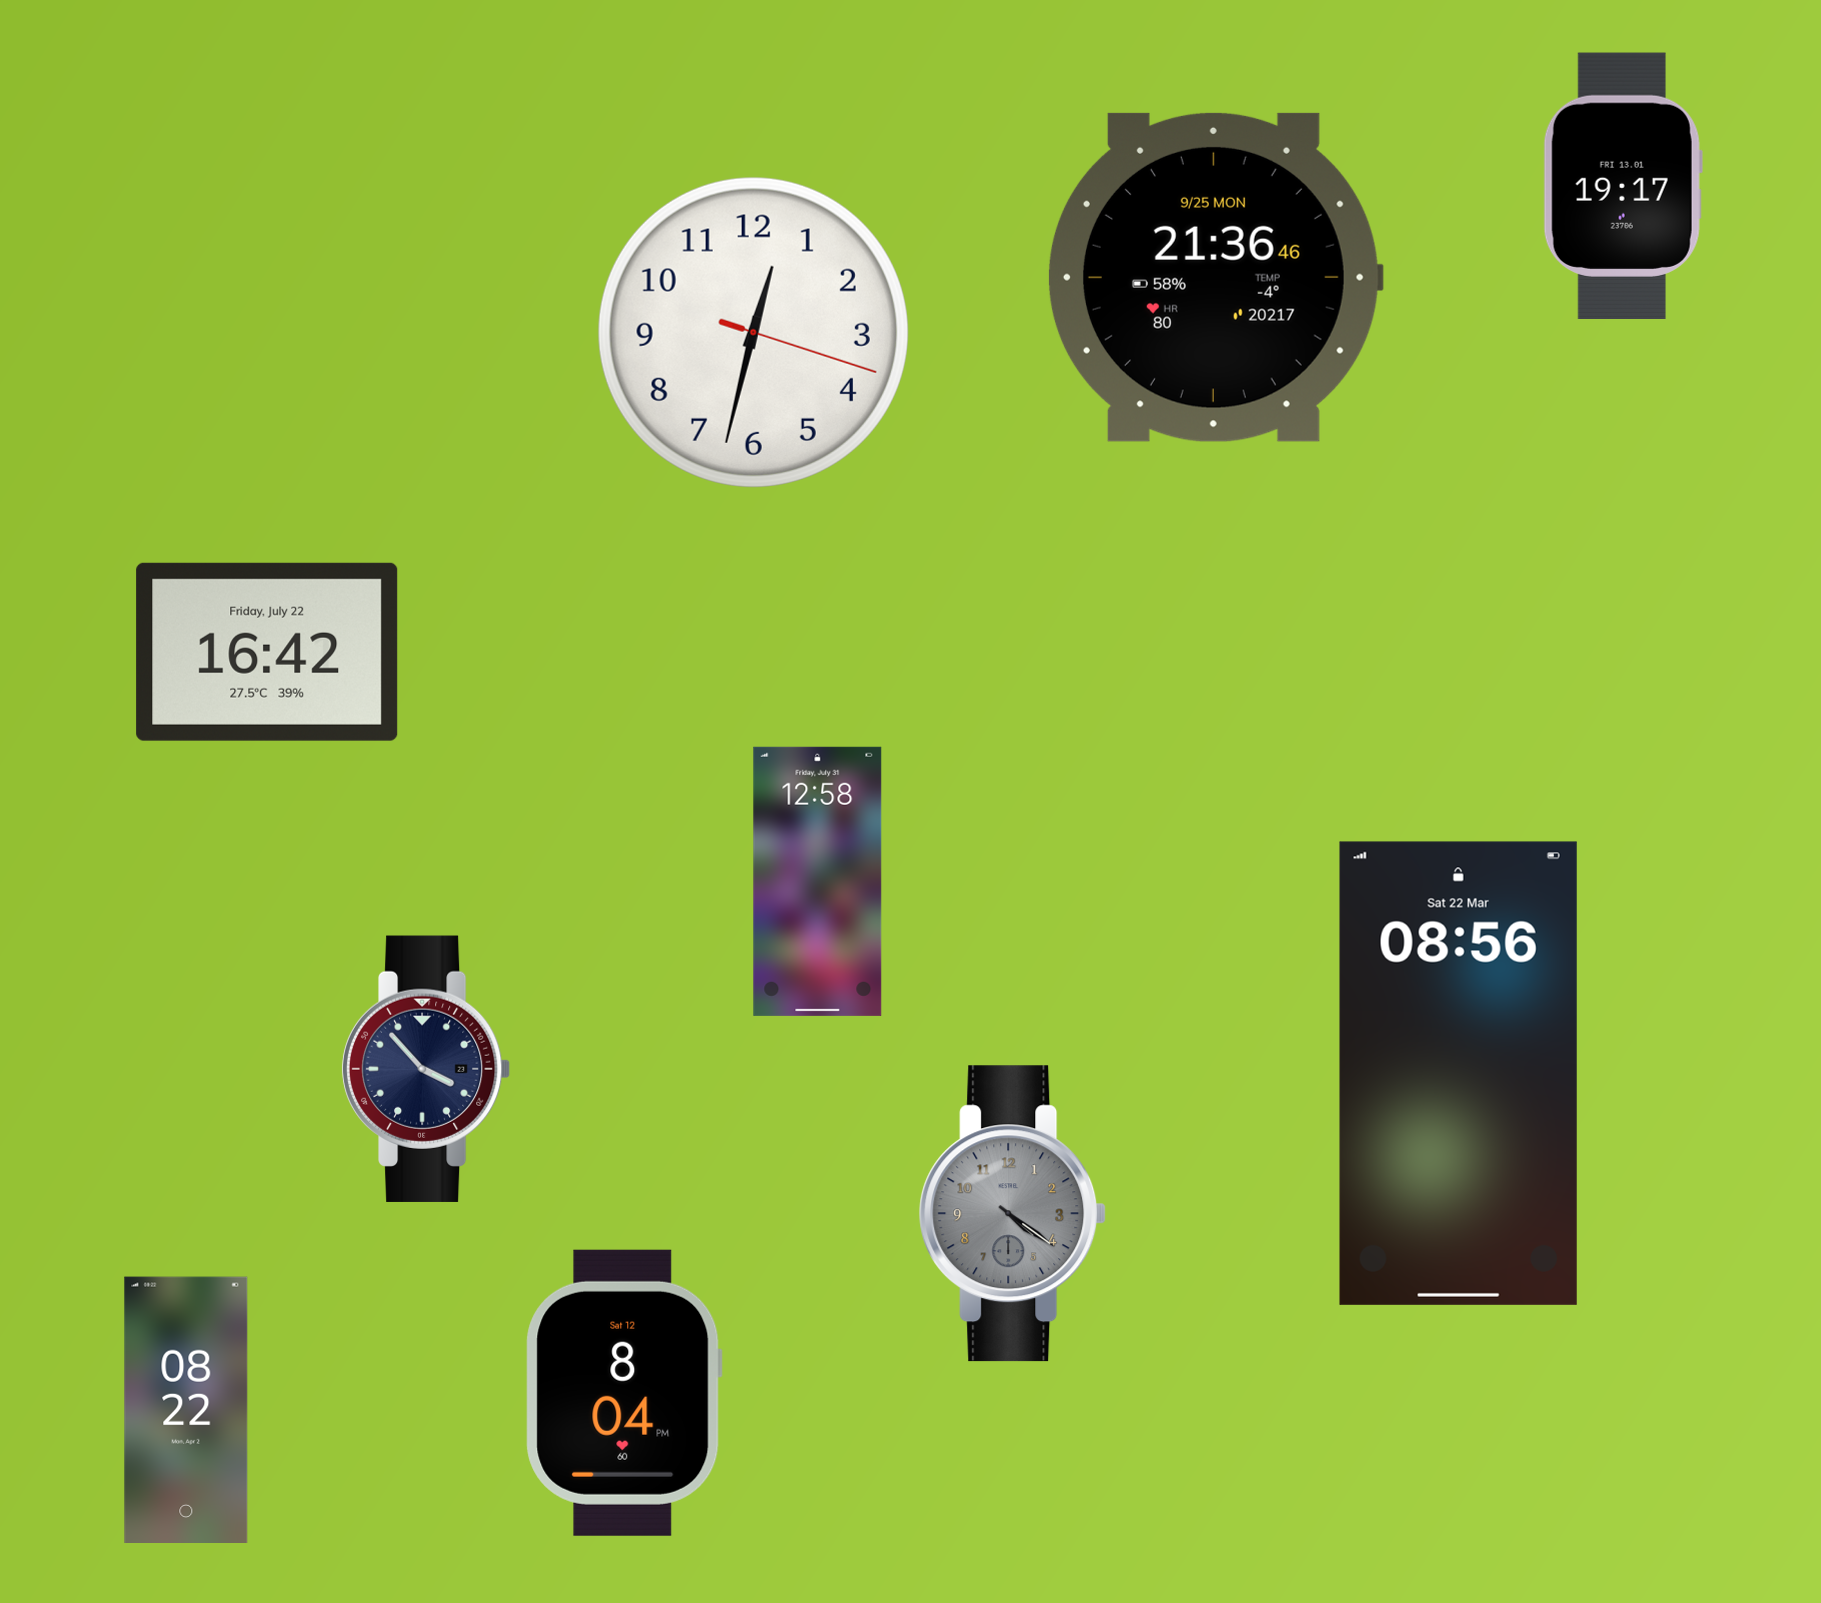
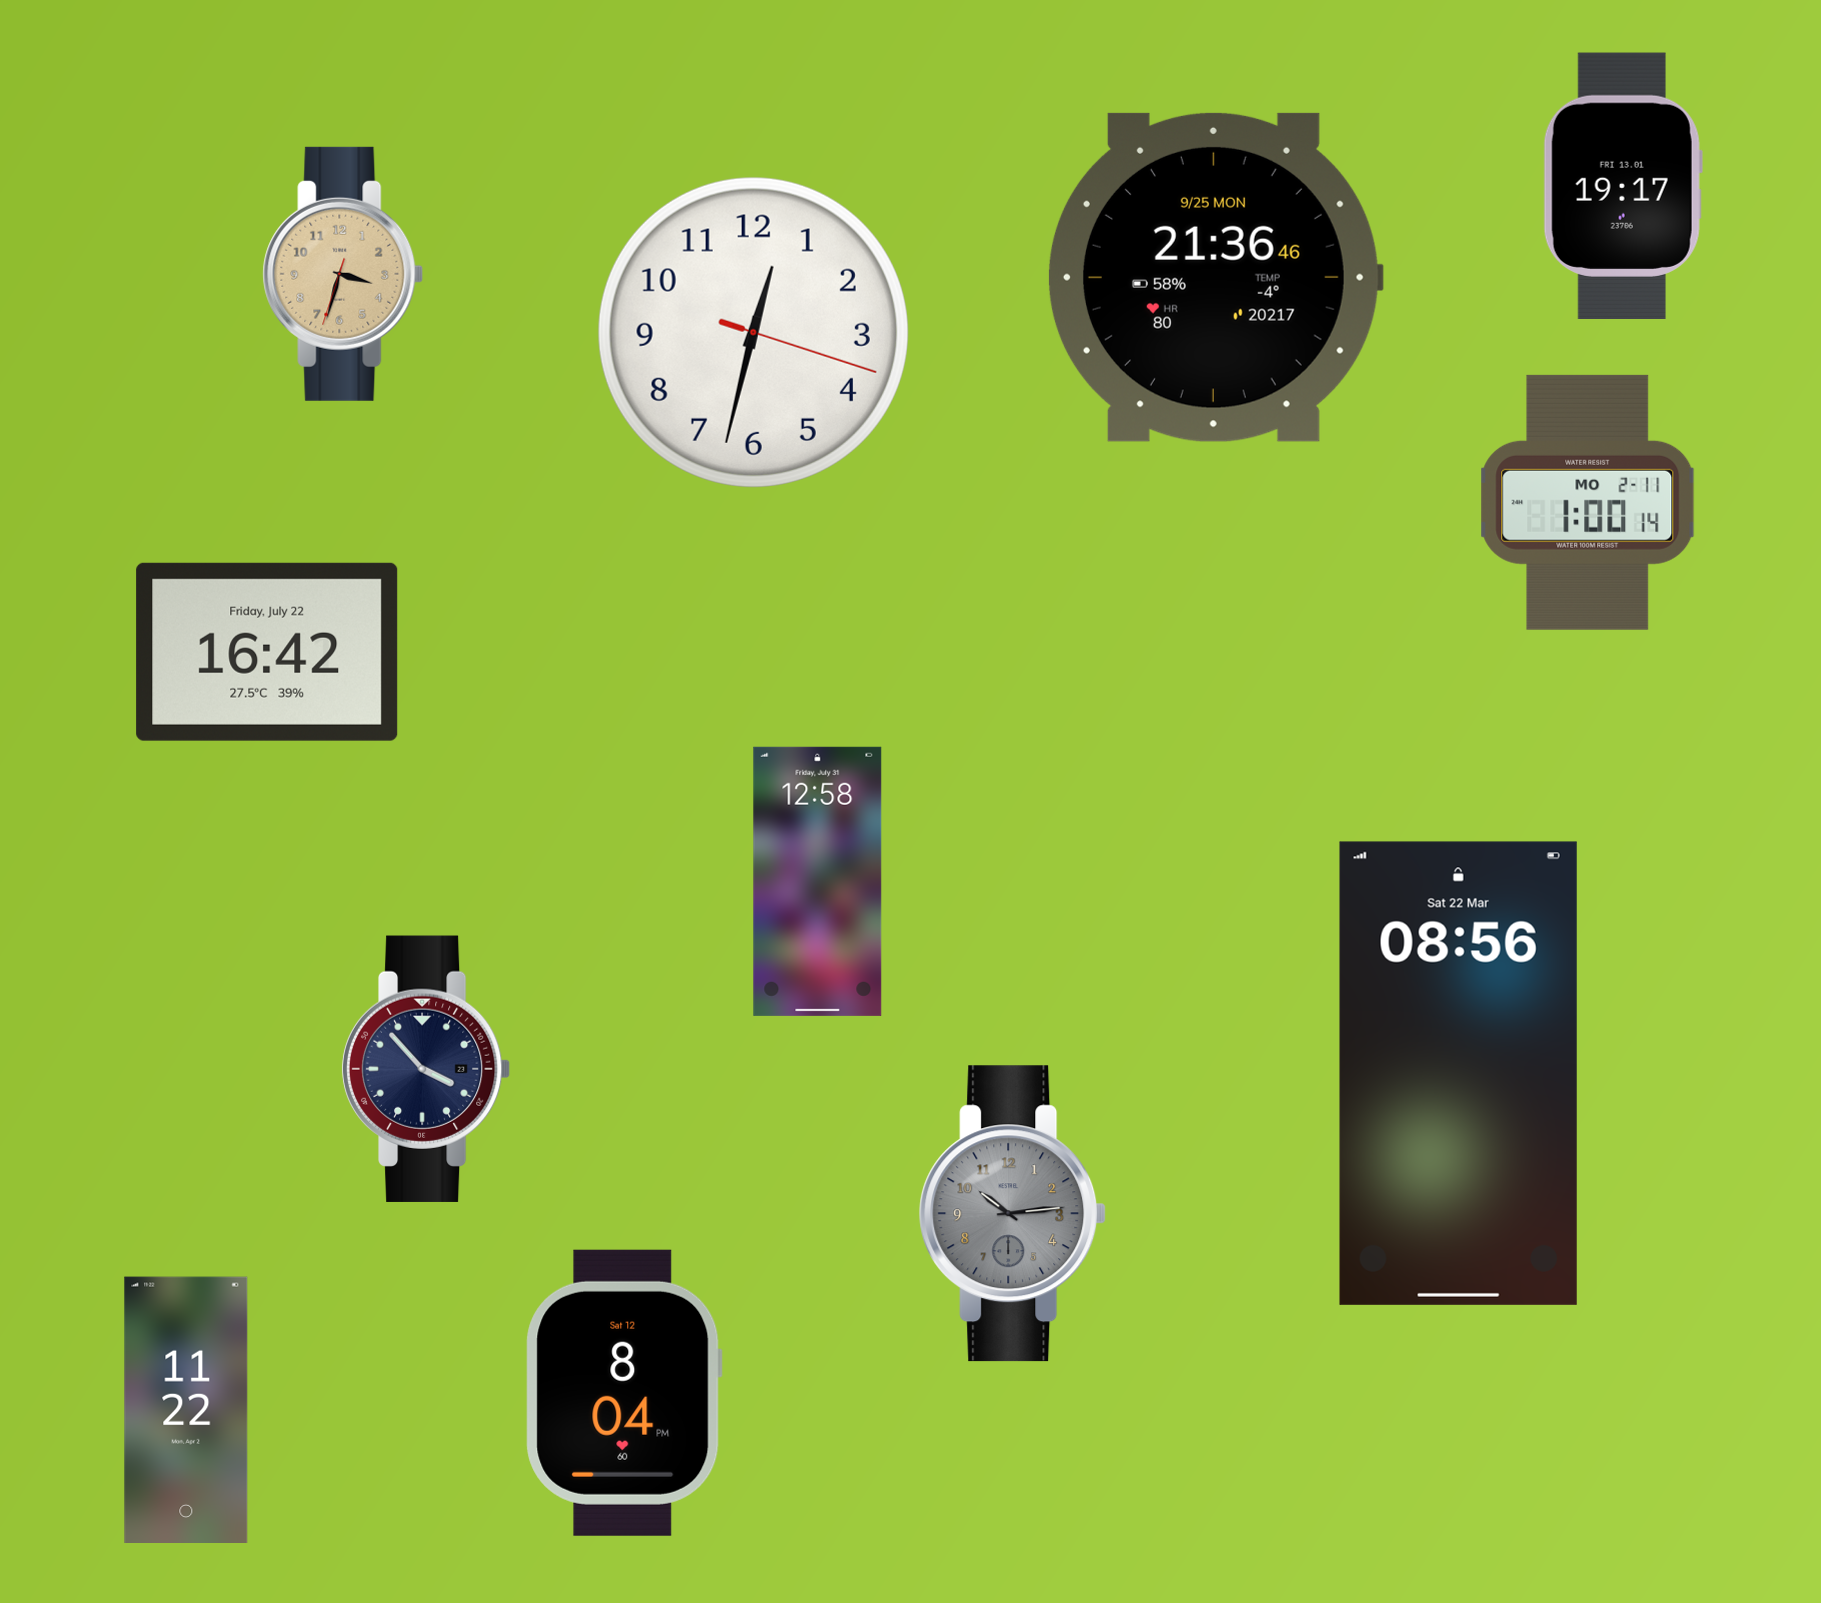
clock at (343, 274): none -> 3:32
clock at (1588, 502): none -> 1:00
clock at (1013, 1214): 4:21 -> 10:14
clock at (186, 1409): 08:22 -> 11:22
